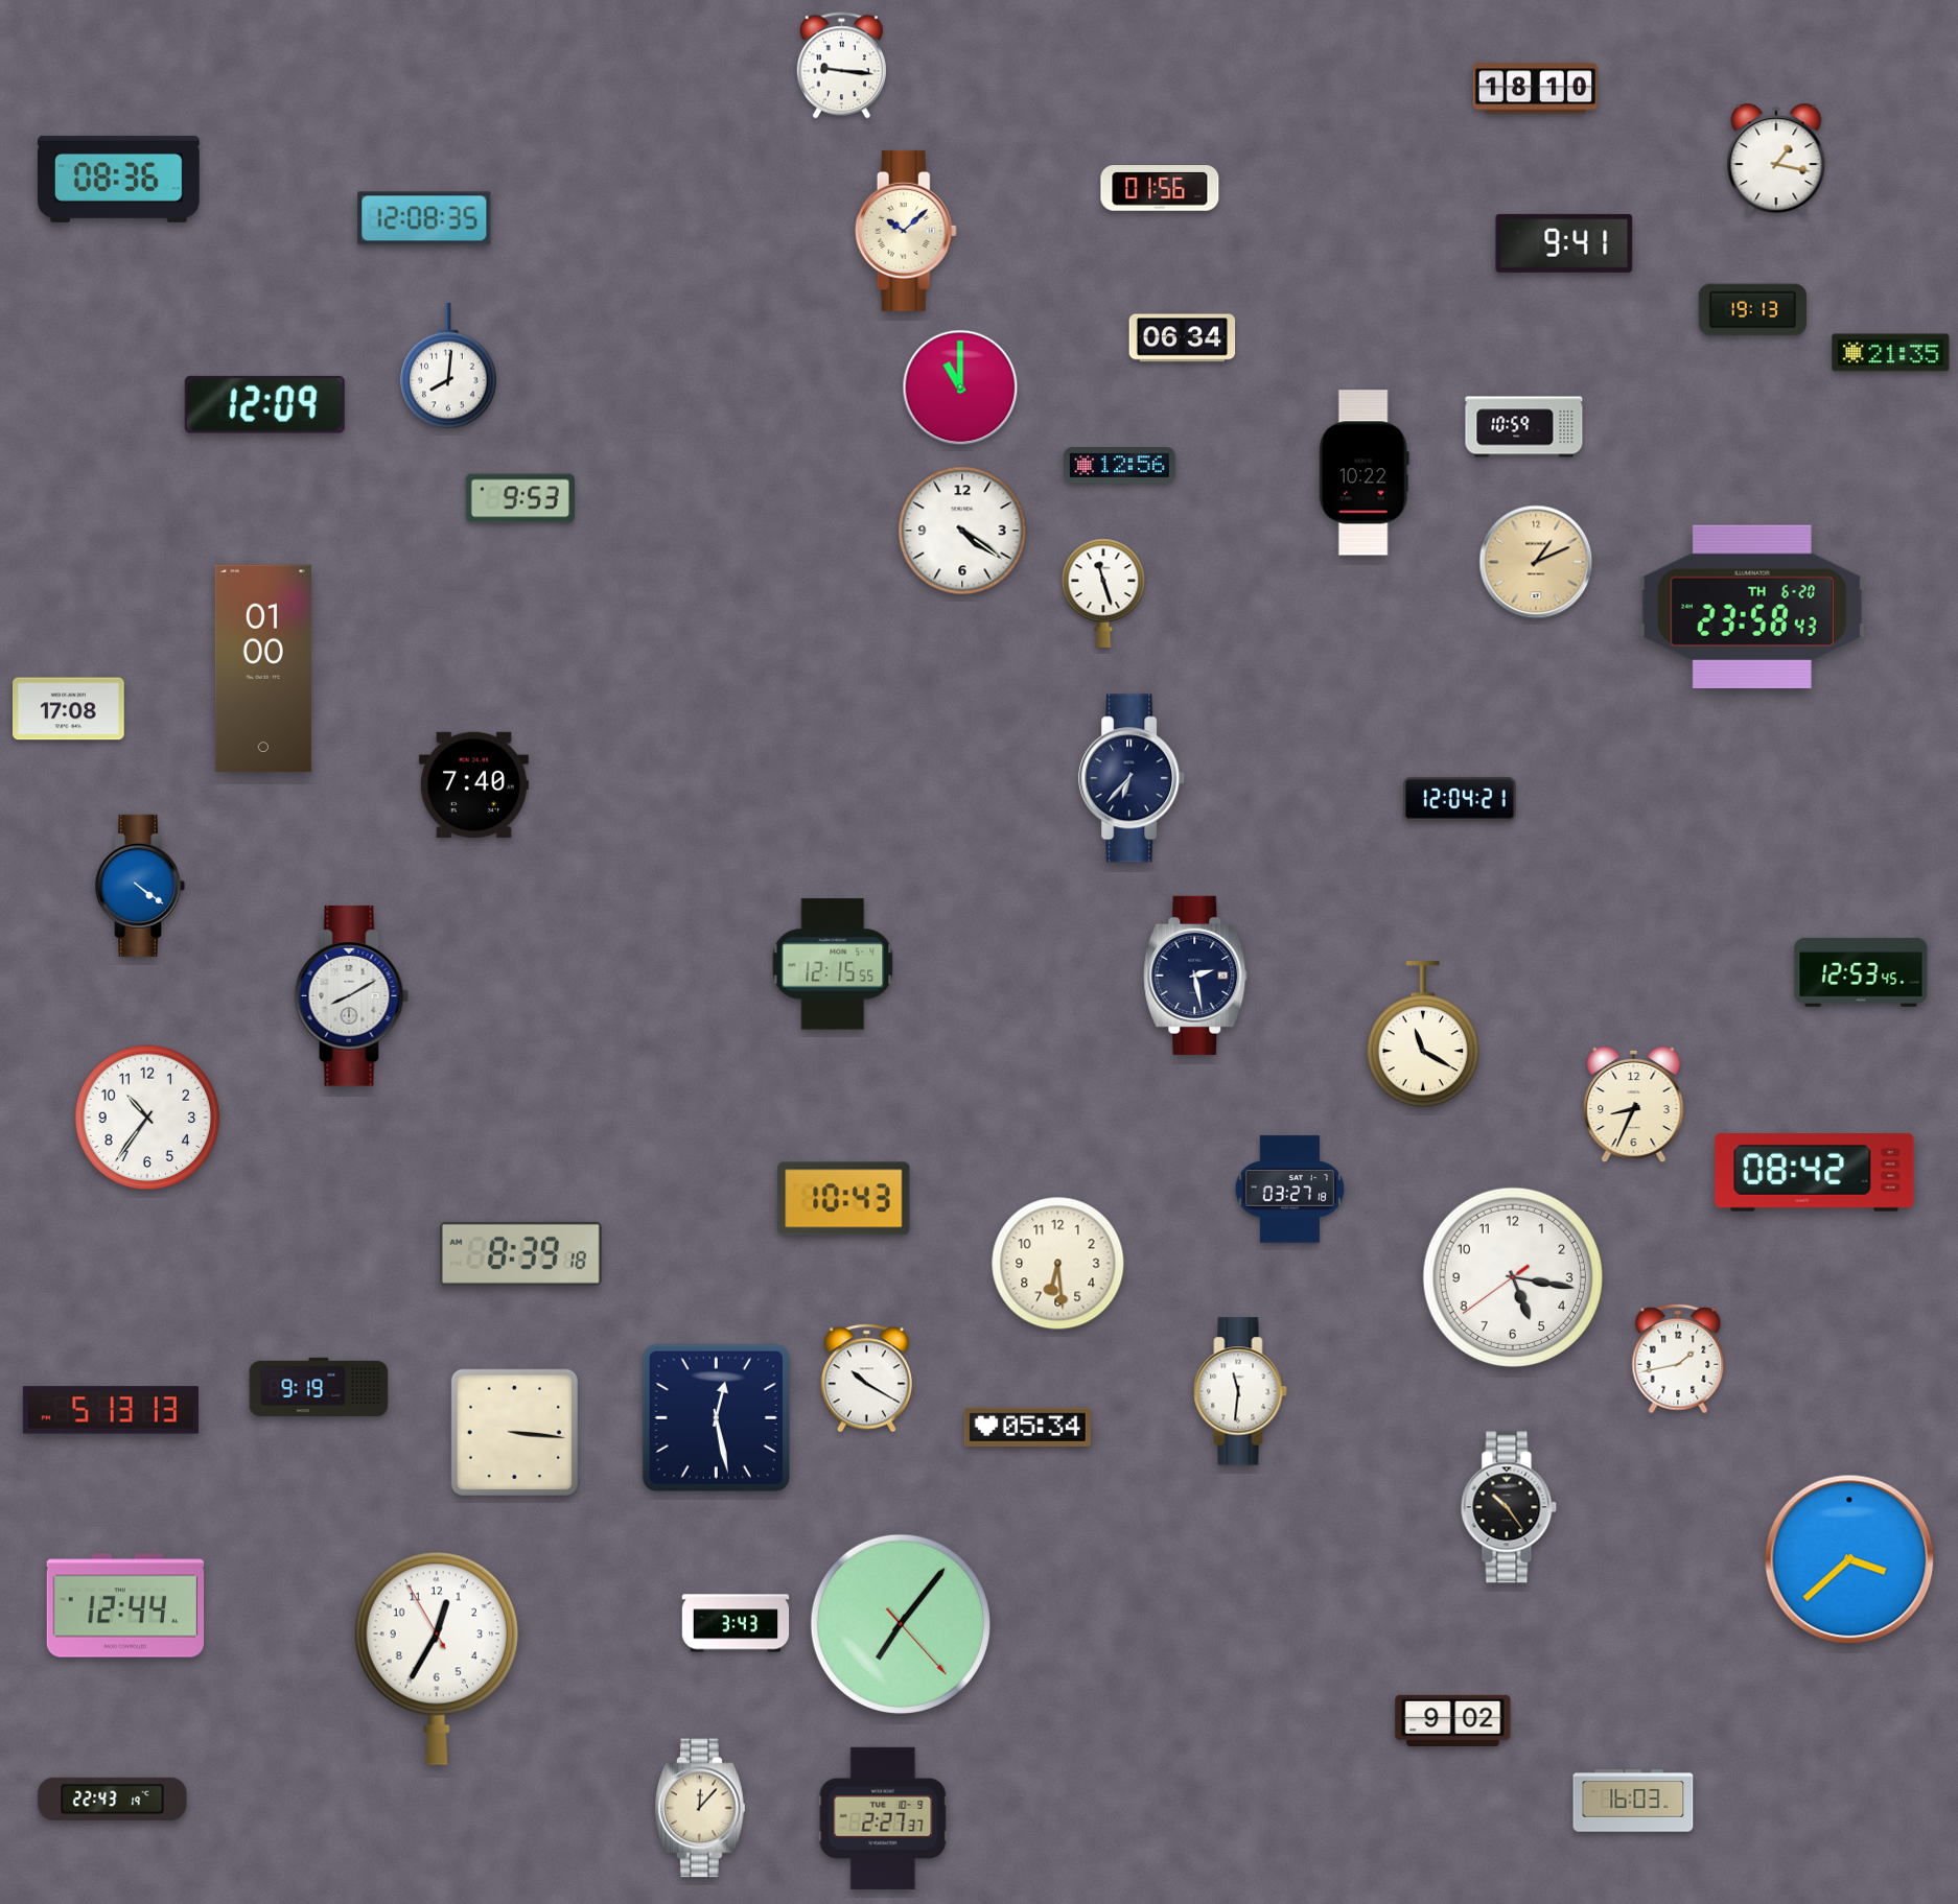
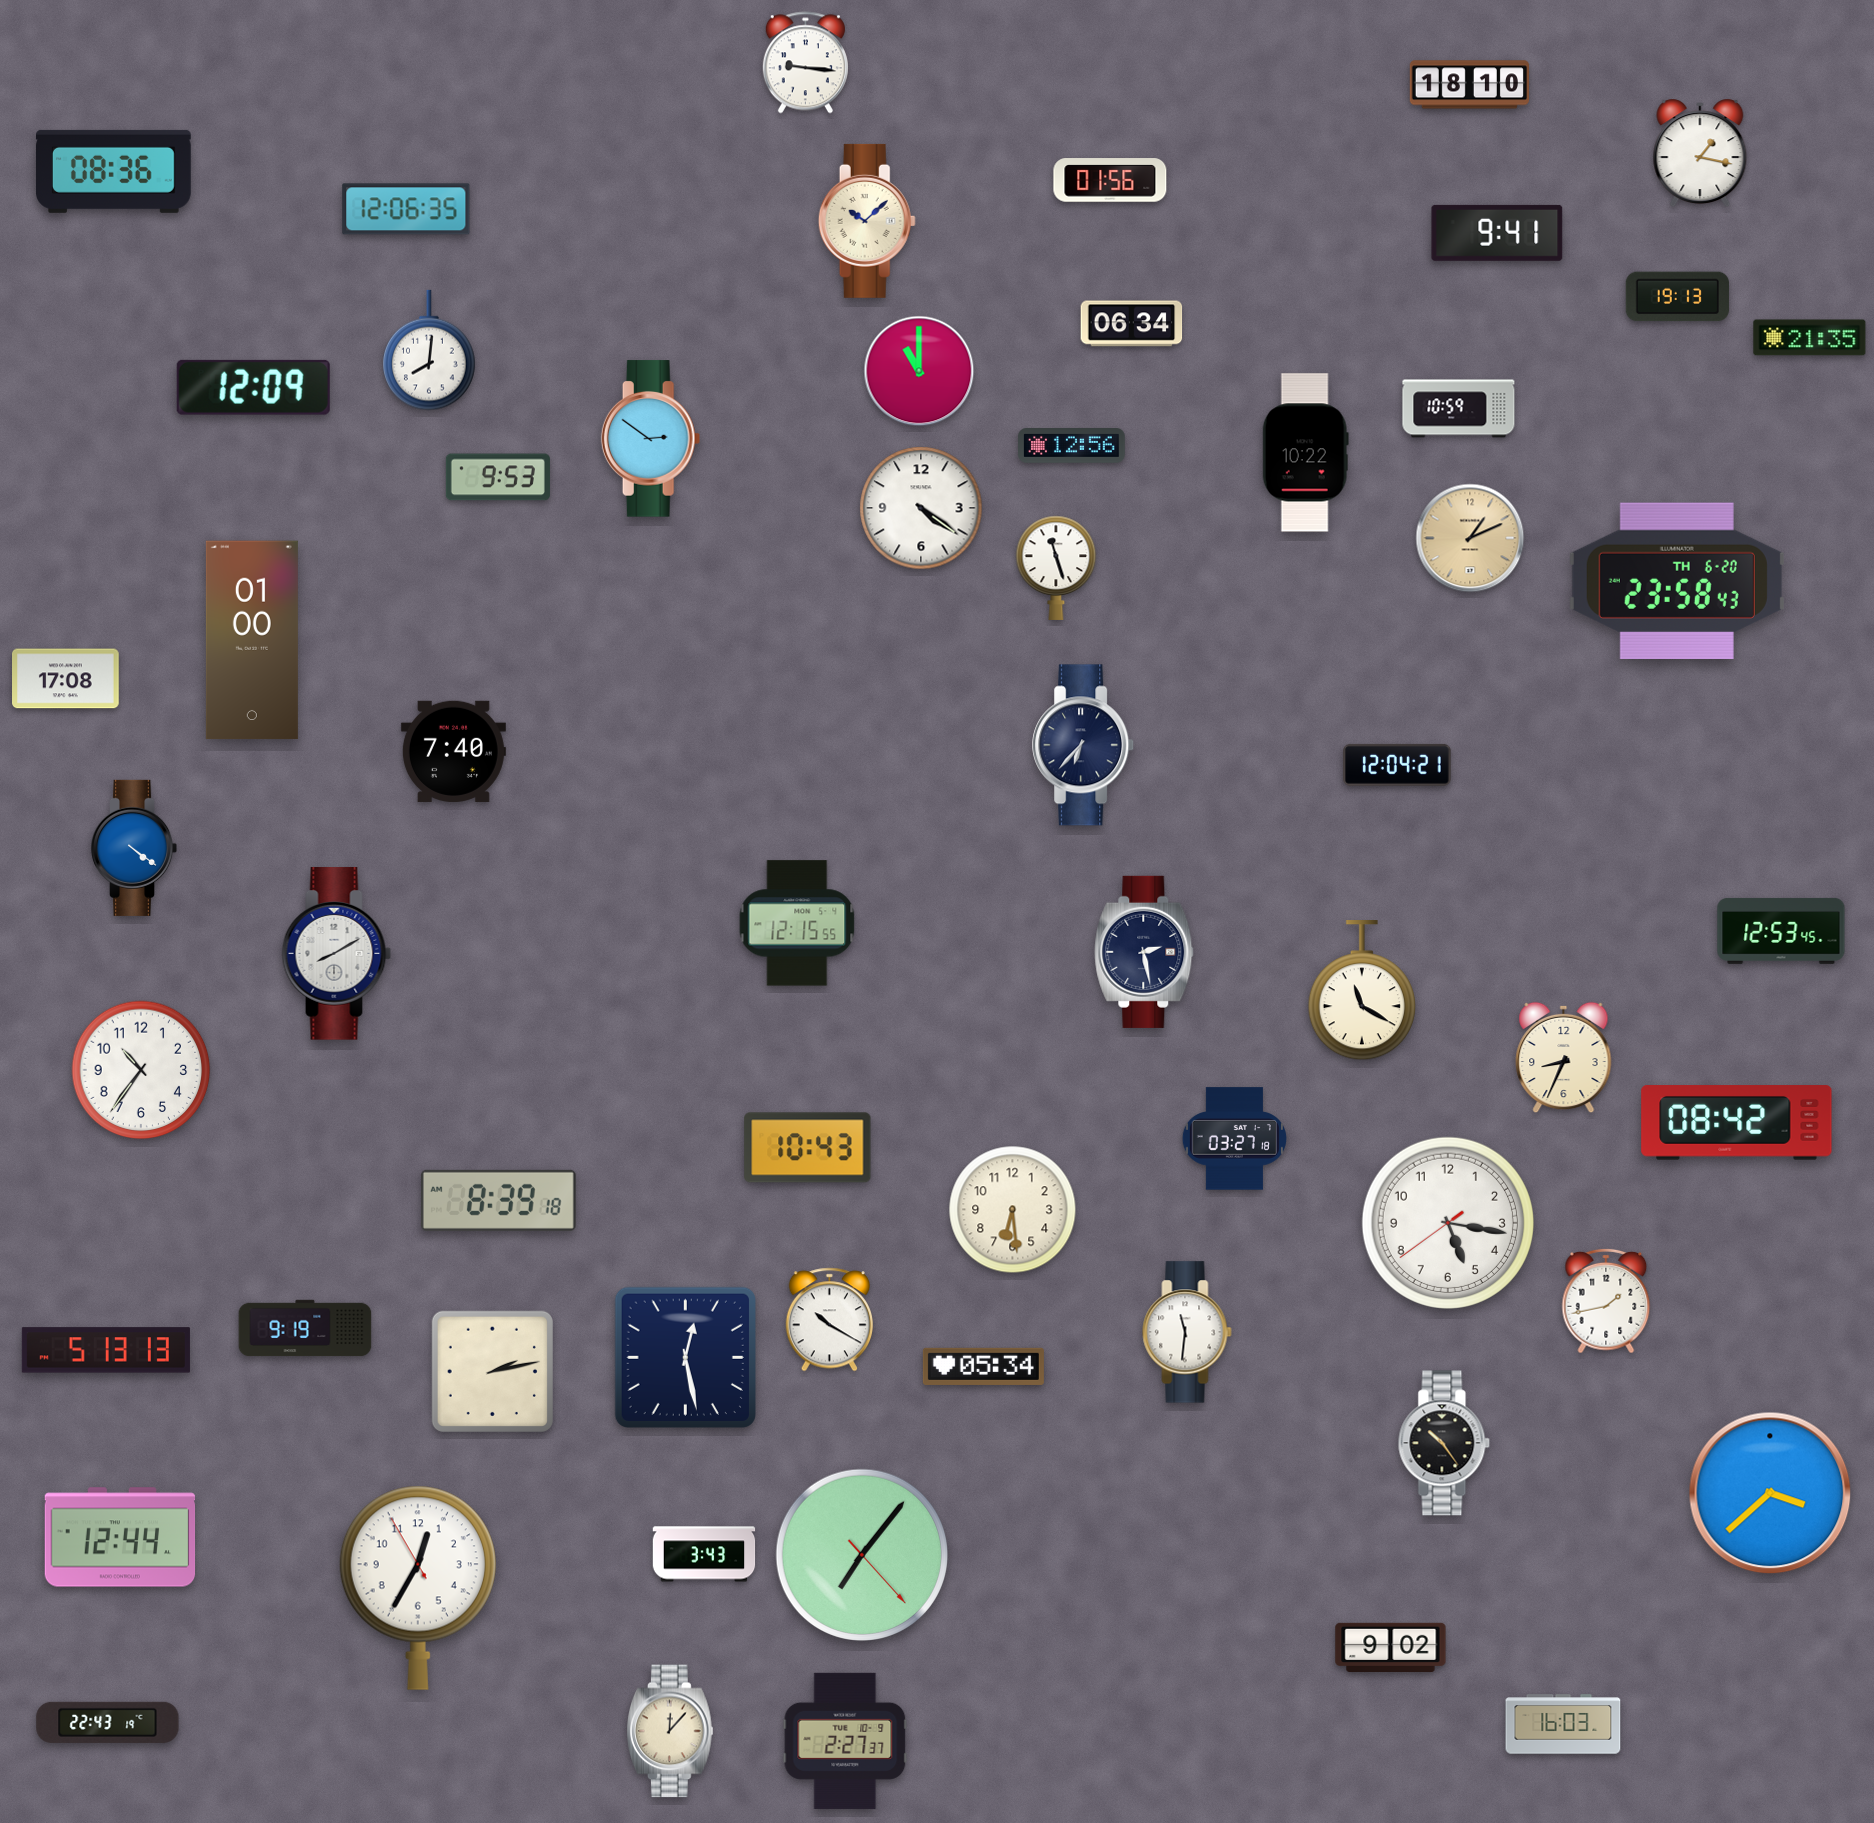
clock at (424, 218): 12:08 -> 12:06
clock at (651, 439): none -> 2:51
clock at (1195, 975) position: (1195, 975) -> (1144, 952)
clock at (514, 1432): 3:16 -> 2:13
